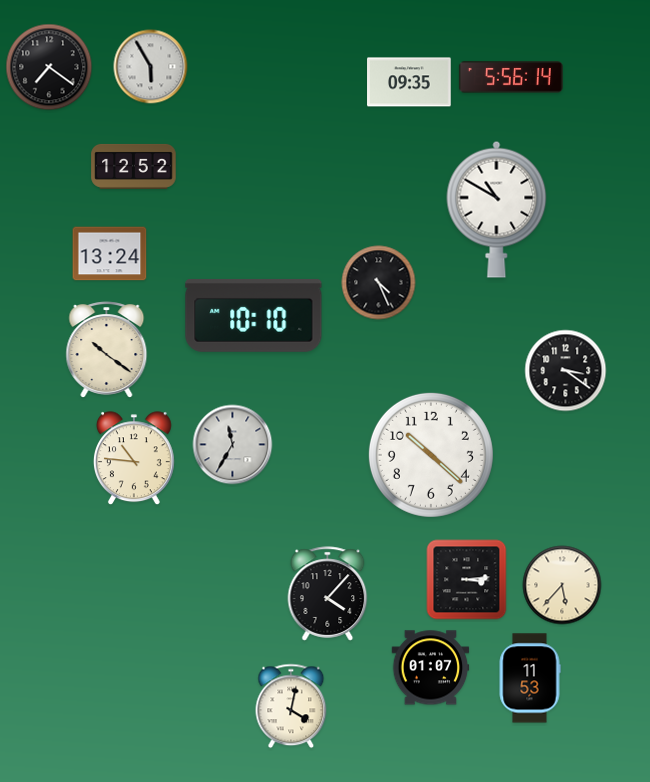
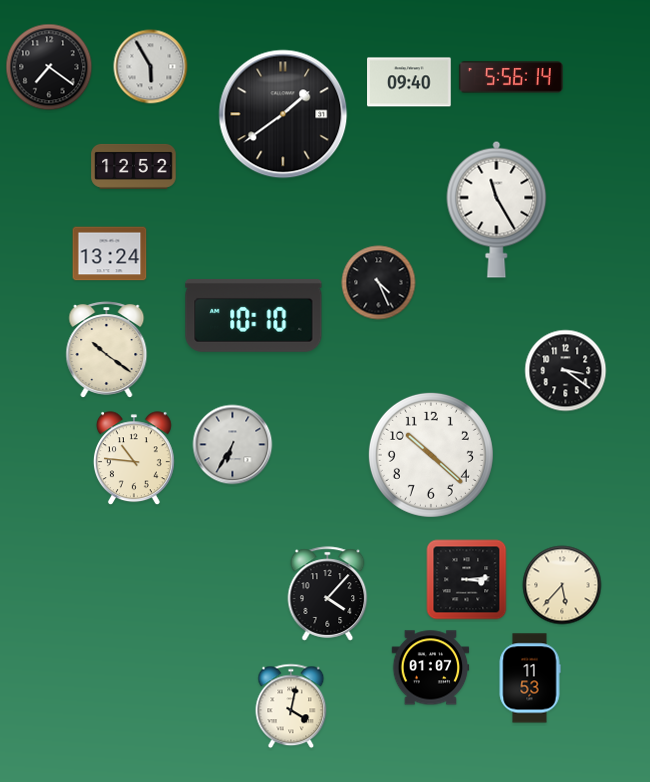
clock at (409, 82): 09:35 -> 09:40
clock at (283, 114): none -> 1:39
clock at (497, 209): 10:50 -> 11:25
clock at (233, 445): 11:35 -> 6:35
